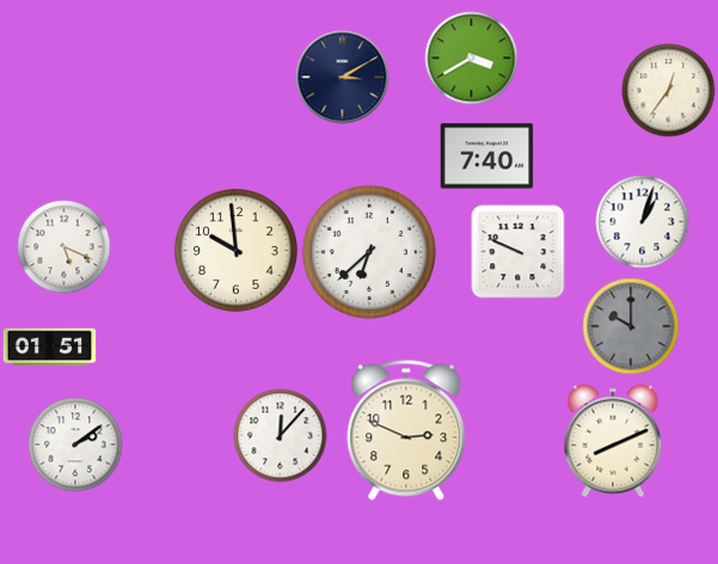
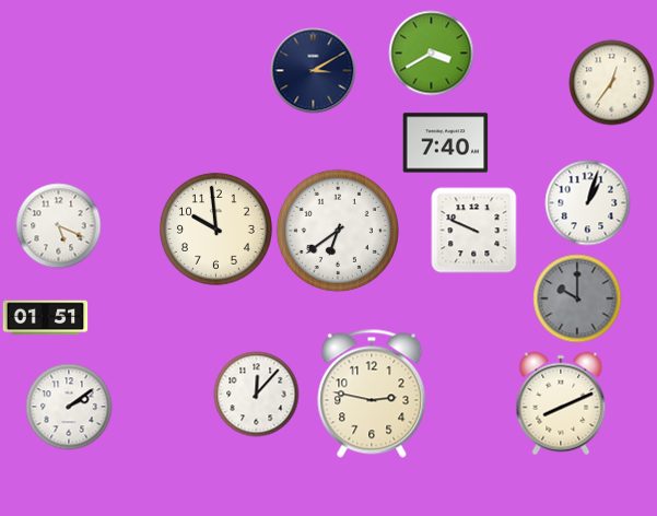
clock at (369, 252): 6:38 -> 6:39
clock at (406, 430): 2:49 -> 2:47
clock at (280, 435) position: (280, 435) -> (256, 394)
